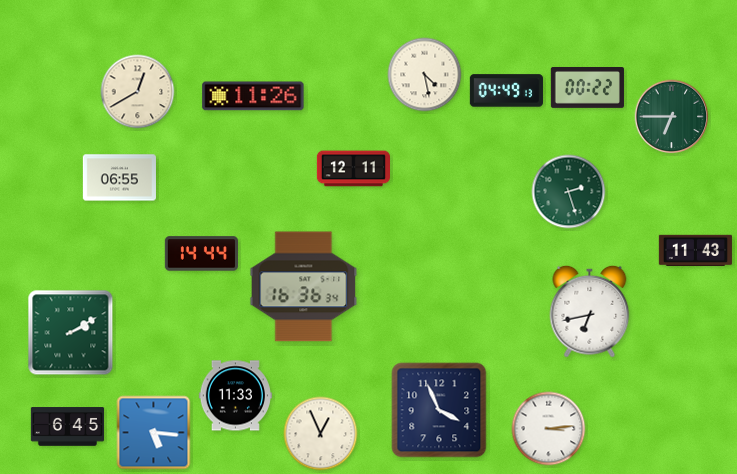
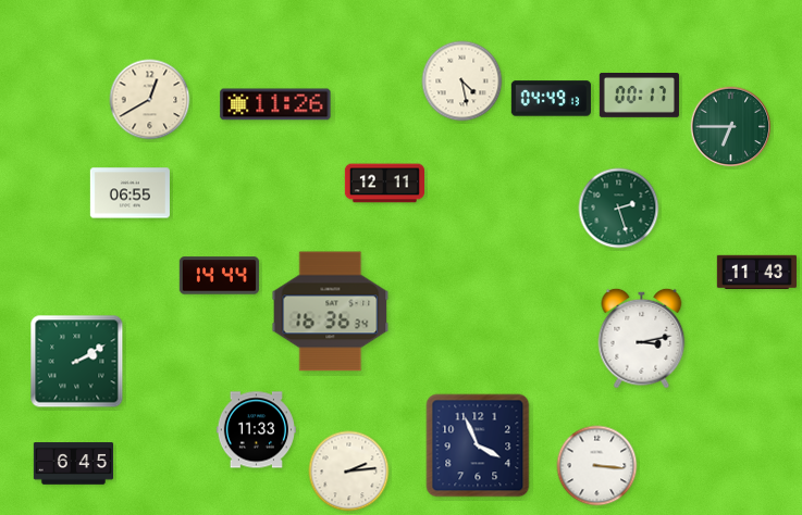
clock at (587, 88): 00:22 -> 00:17
clock at (590, 311): 6:43 -> 3:13
clock at (549, 429): 3:14 -> 3:16
clock at (154, 433): 5:16 -> none
clock at (321, 434): 12:56 -> 2:14
